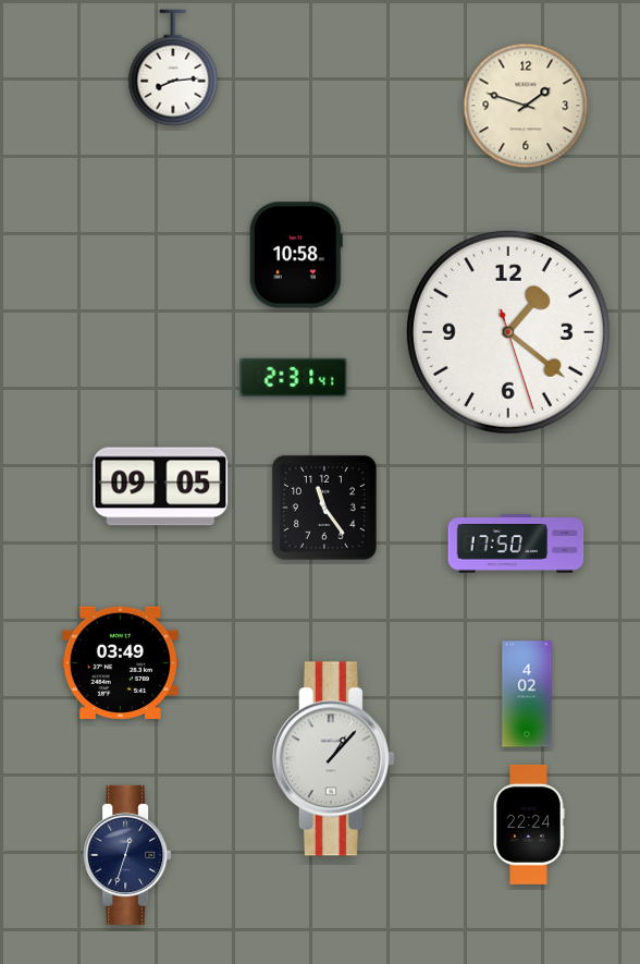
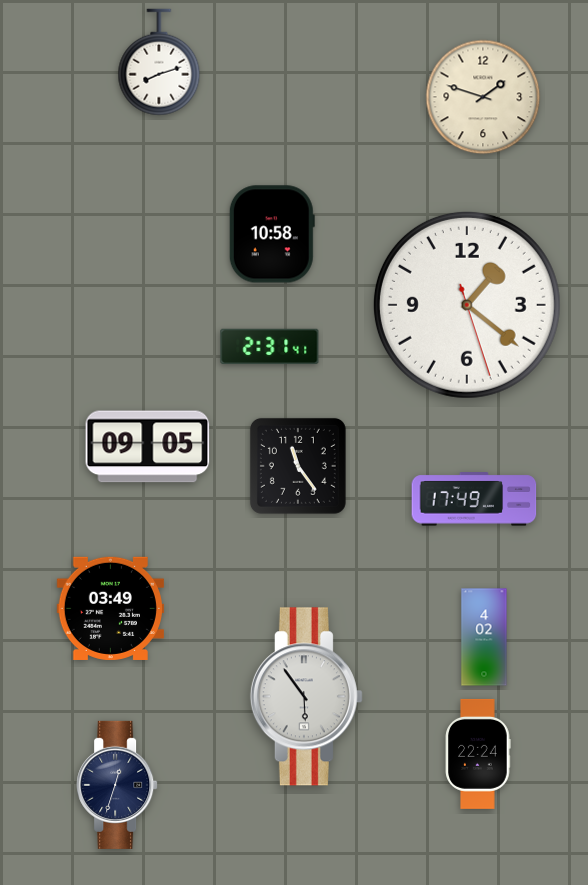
clock at (173, 68): 8:14 -> 8:12
clock at (516, 544): 17:50 -> 17:49
clock at (333, 759): 1:07 -> 5:54
clock at (529, 825) position: (529, 825) -> (478, 754)
